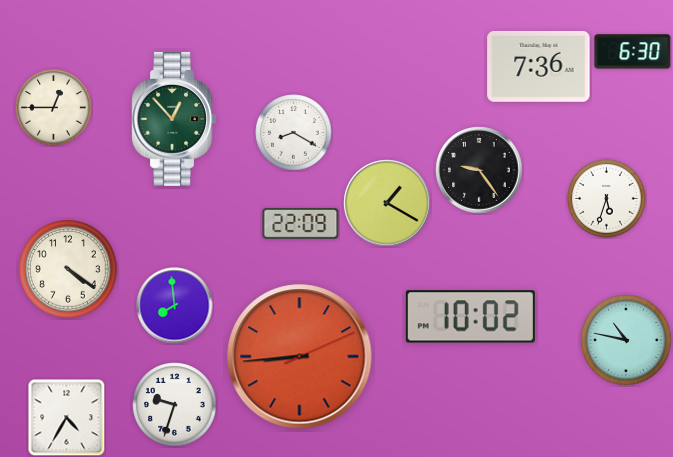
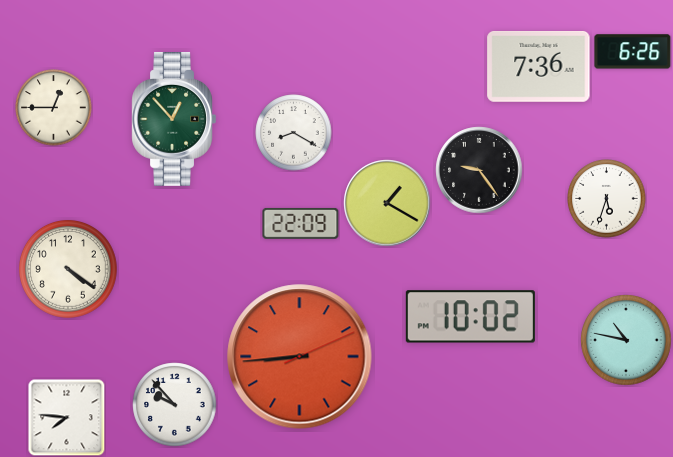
clock at (633, 52): 6:30 -> 6:26
clock at (175, 306): 7:59 -> none
clock at (175, 405): 9:33 -> 9:53
clock at (66, 417): 4:35 -> 7:46
